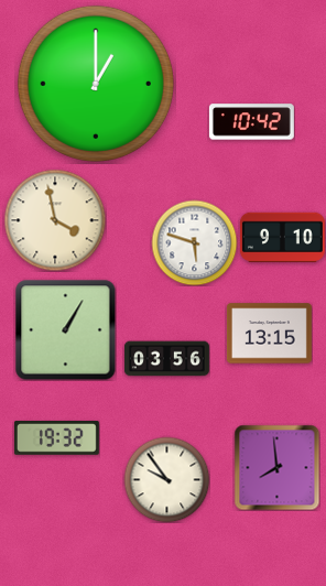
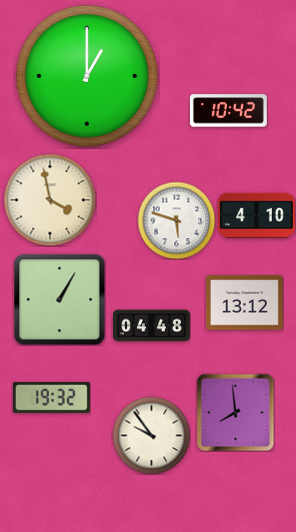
clock at (282, 238): 9:10 -> 4:10
clock at (269, 334): 13:15 -> 13:12
clock at (166, 359): 03:56 -> 04:48
clock at (276, 467) position: (276, 467) -> (235, 412)
